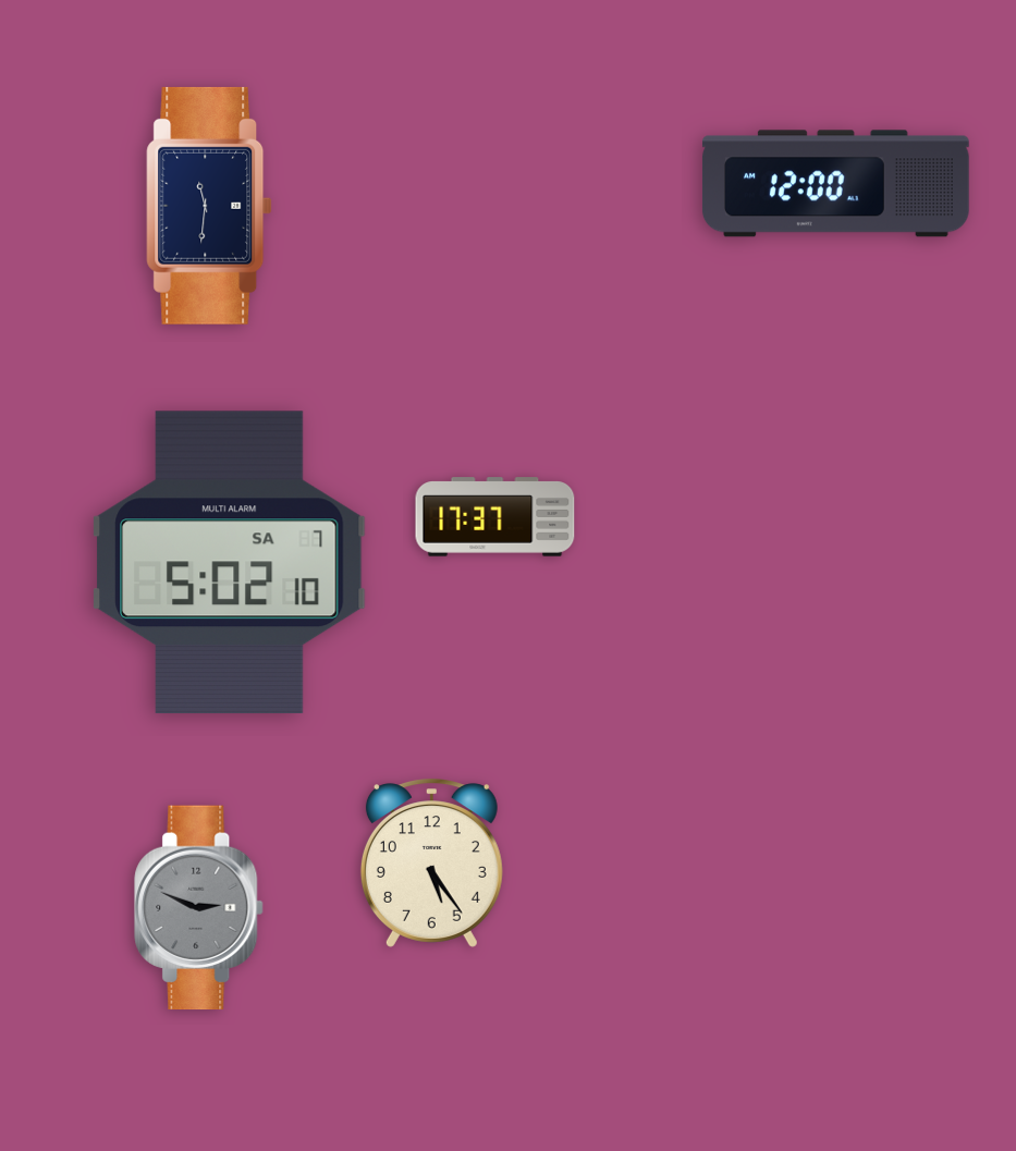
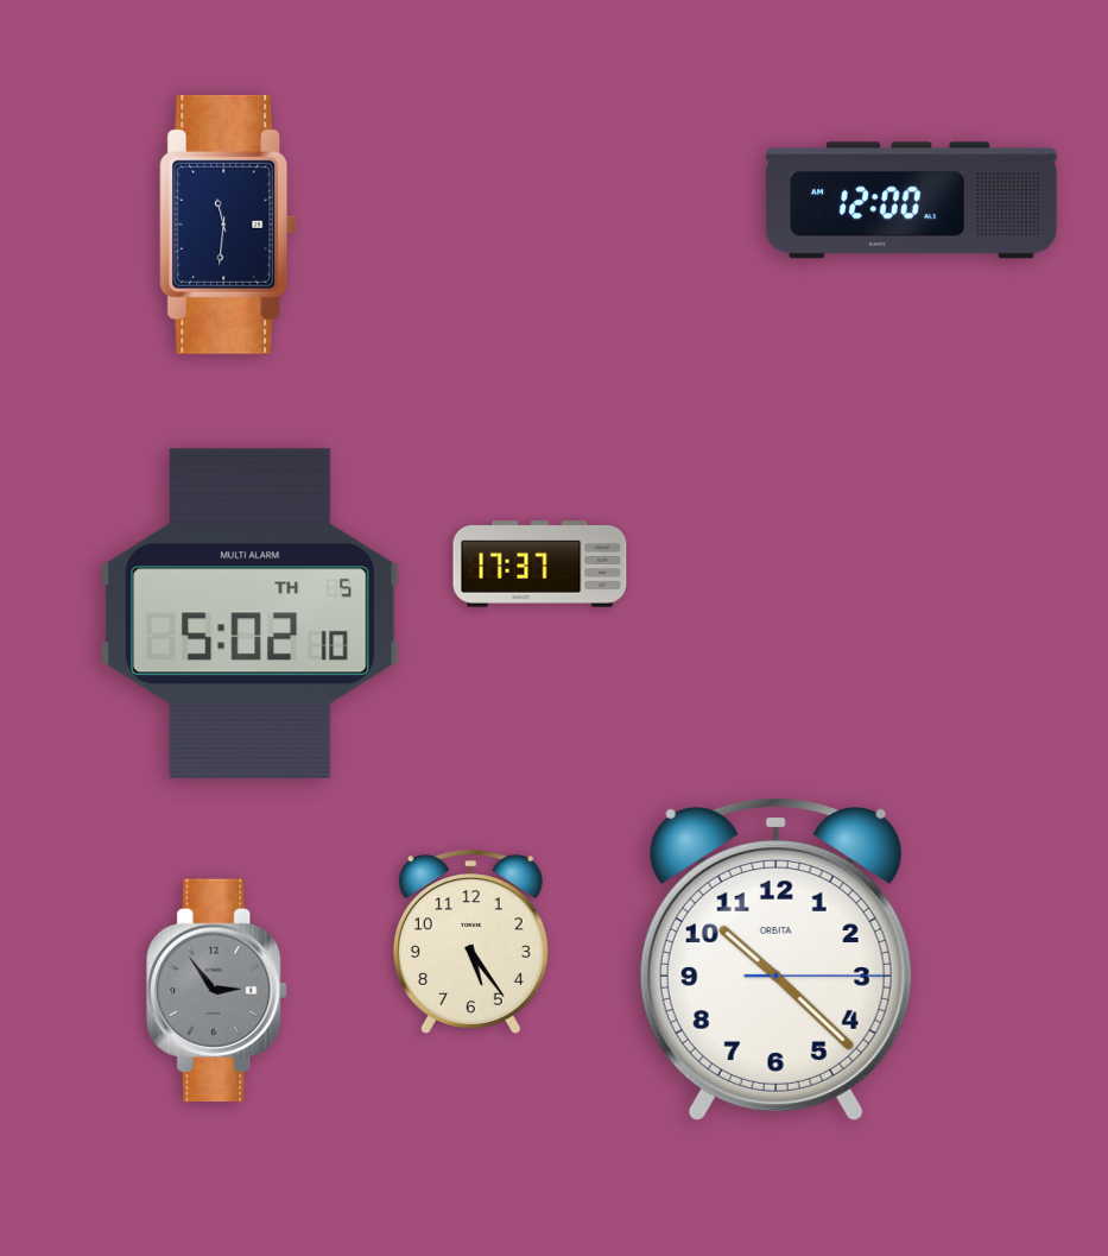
clock at (230, 562) date: SA 7 -> TH 5
clock at (775, 960): none -> 10:22
clock at (199, 908): 2:49 -> 2:54
